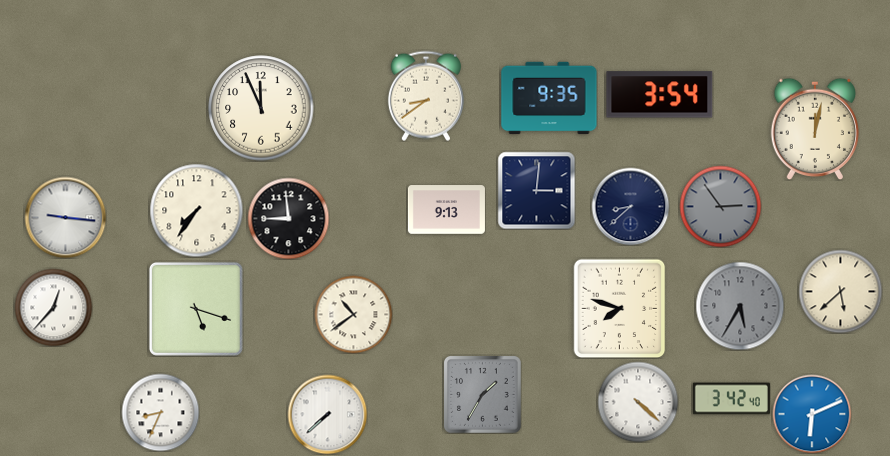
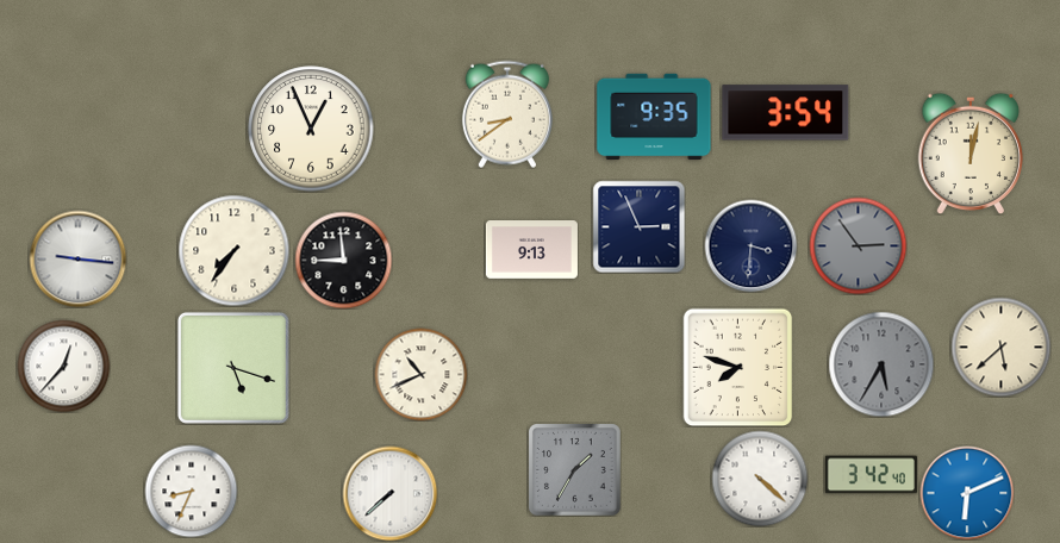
clock at (261, 108): 11:56 -> 12:56
clock at (536, 190): 3:01 -> 2:56
clock at (630, 206): 8:38 -> 3:31
clock at (353, 314): 10:39 -> 10:41
